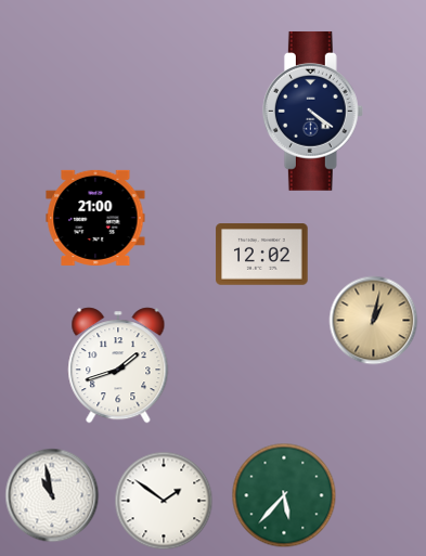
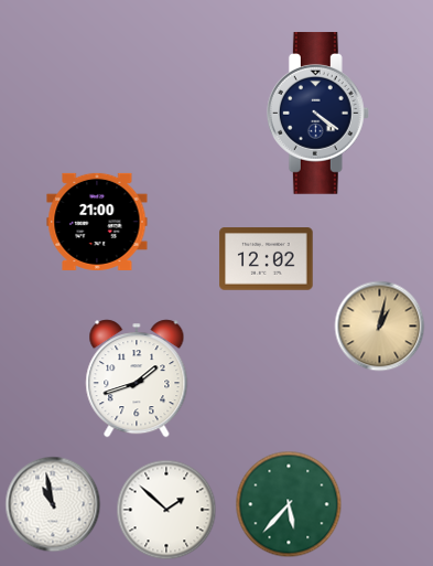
clock at (118, 365) position: (118, 365) -> (137, 378)
clock at (164, 501): 1:51 -> 1:52
